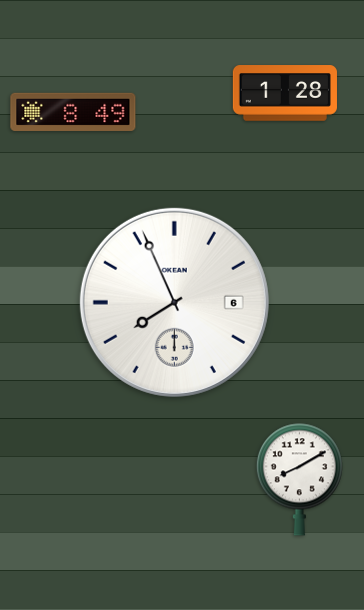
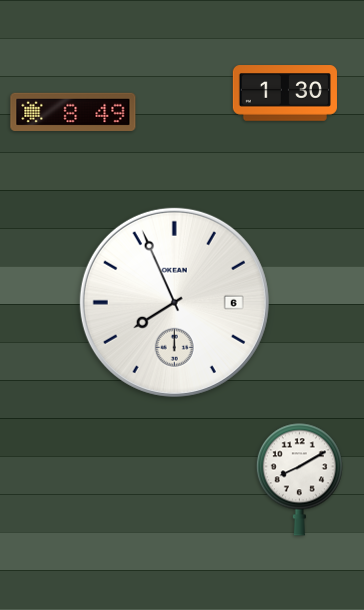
clock at (285, 93): 1:28 -> 1:30
